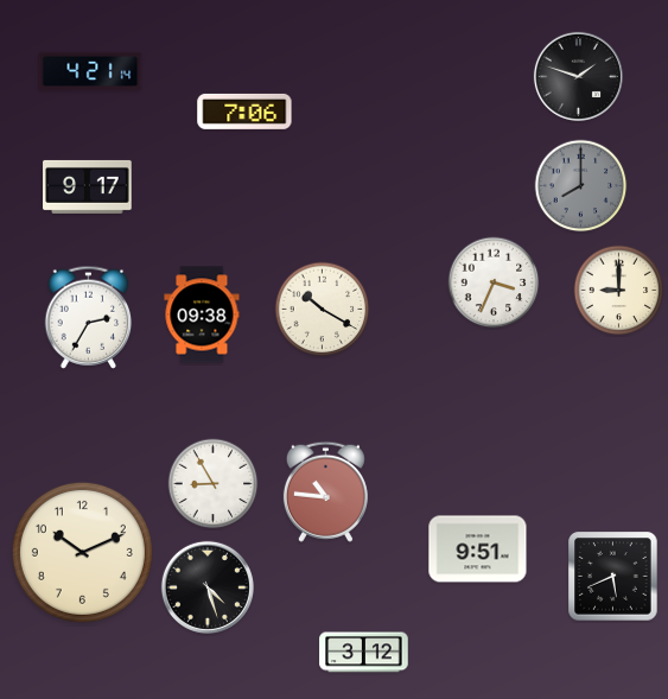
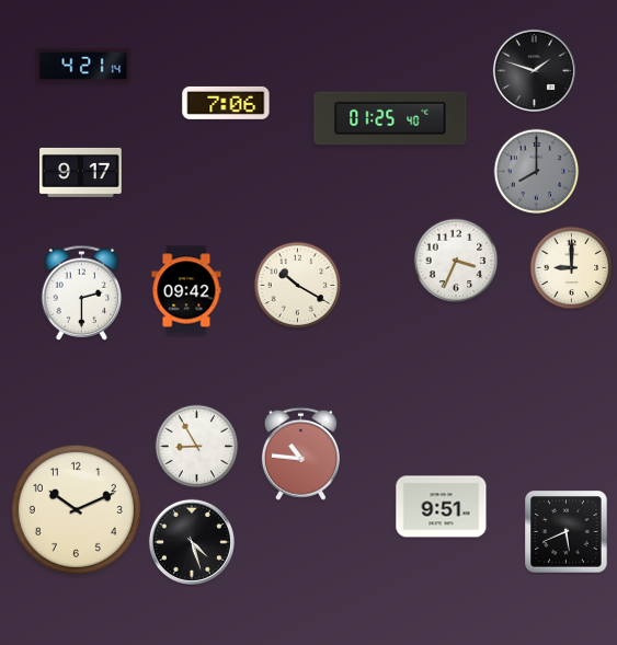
clock at (390, 118): none -> 01:25
clock at (202, 314): 09:38 -> 09:42
clock at (89, 317): 2:35 -> 2:30
clock at (364, 653): 3:12 -> none
